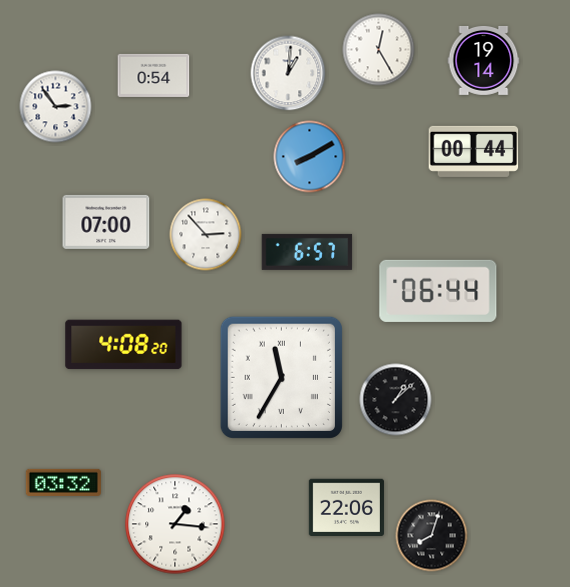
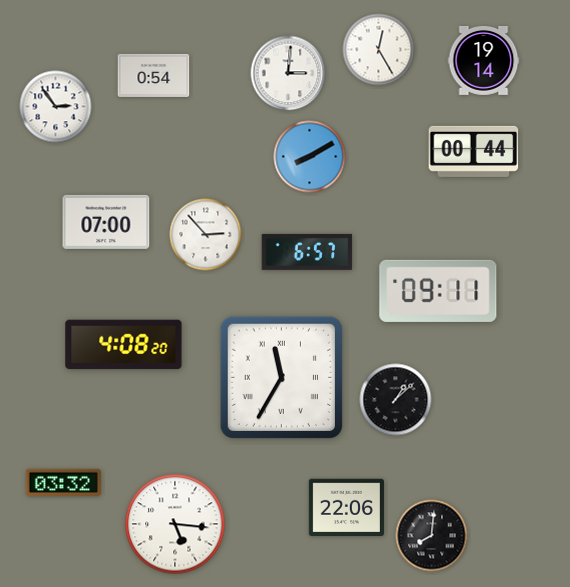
clock at (288, 73): 1:01 -> 3:01
clock at (438, 291): 06:44 -> 09:11
clock at (175, 524): 1:16 -> 5:16
clock at (432, 536): 8:03 -> 8:01
